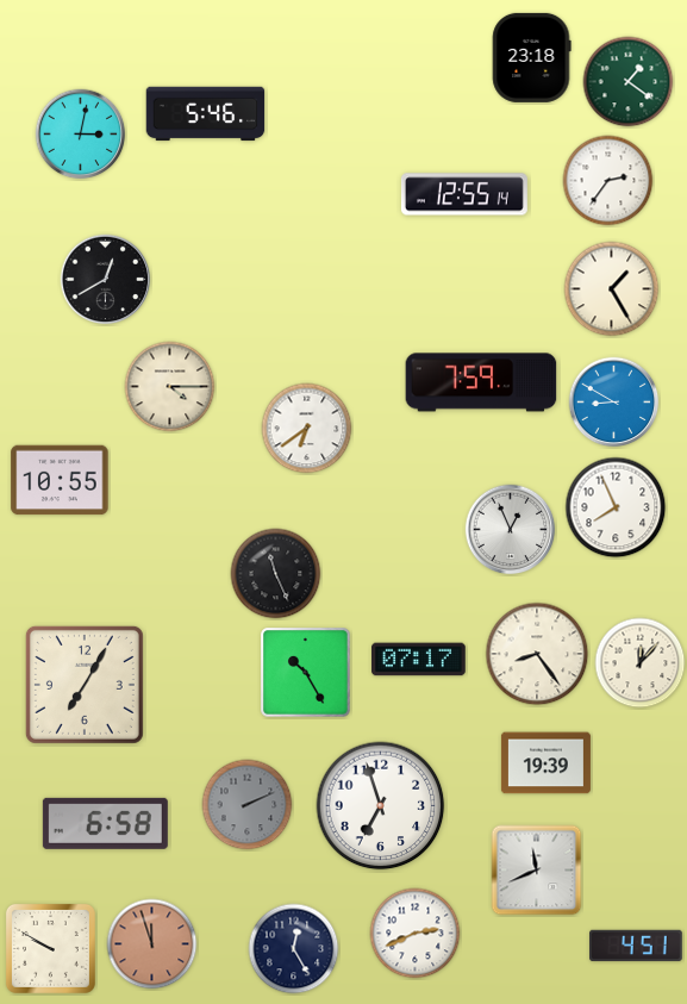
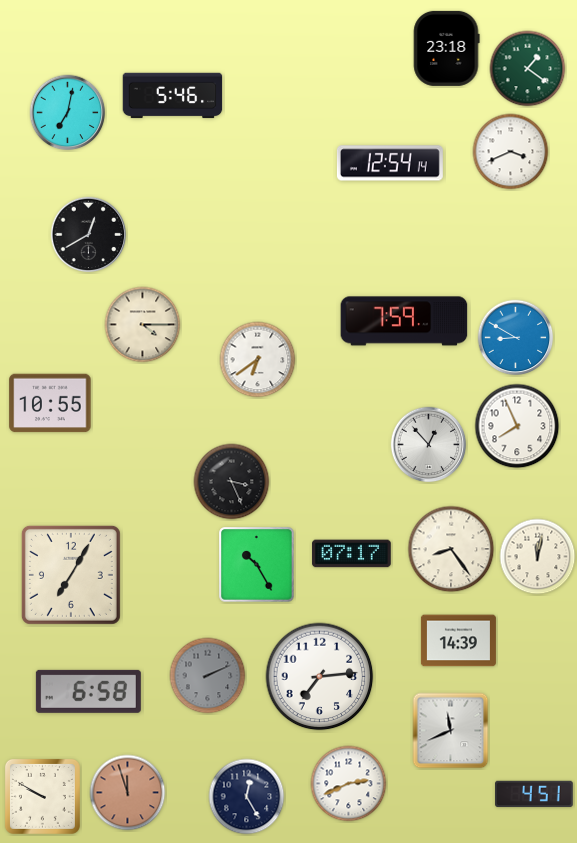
clock at (81, 135): 3:02 -> 7:02
clock at (608, 181): 2:36 -> 3:41
clock at (464, 194): 12:55 -> 12:54
clock at (612, 289): 1:25 -> none
clock at (511, 530): 12:56 -> 12:53
clock at (276, 574): 11:26 -> 3:26
clock at (641, 663): 12:07 -> 12:02
clock at (545, 763): 19:39 -> 14:39
clock at (381, 806): 6:57 -> 7:14
